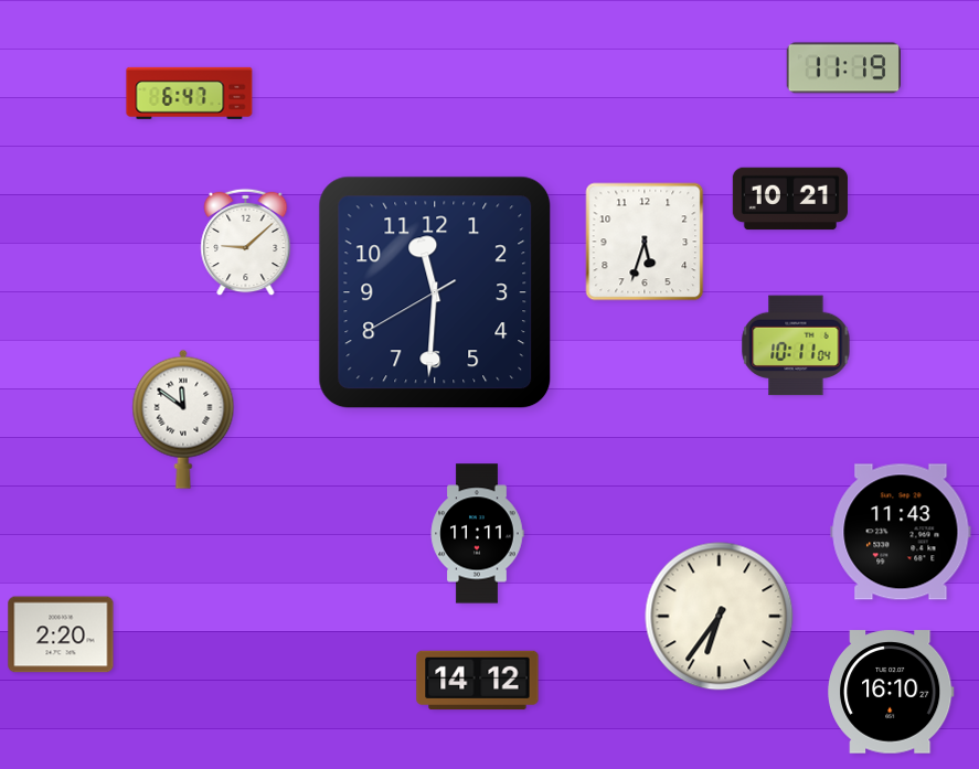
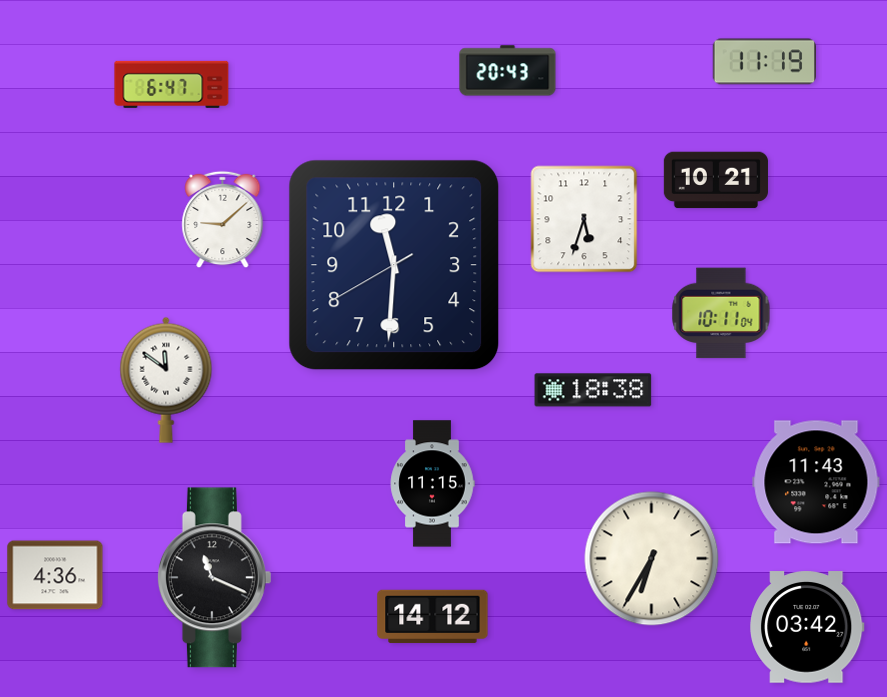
clock at (508, 71): none -> 20:43
clock at (593, 390): none -> 18:38
clock at (477, 534): 11:11 -> 11:15
clock at (720, 617): 6:36 -> 6:35
clock at (61, 634): 2:20 -> 4:36
clock at (214, 578): none -> 11:19
clock at (892, 692): 16:10 -> 03:42
